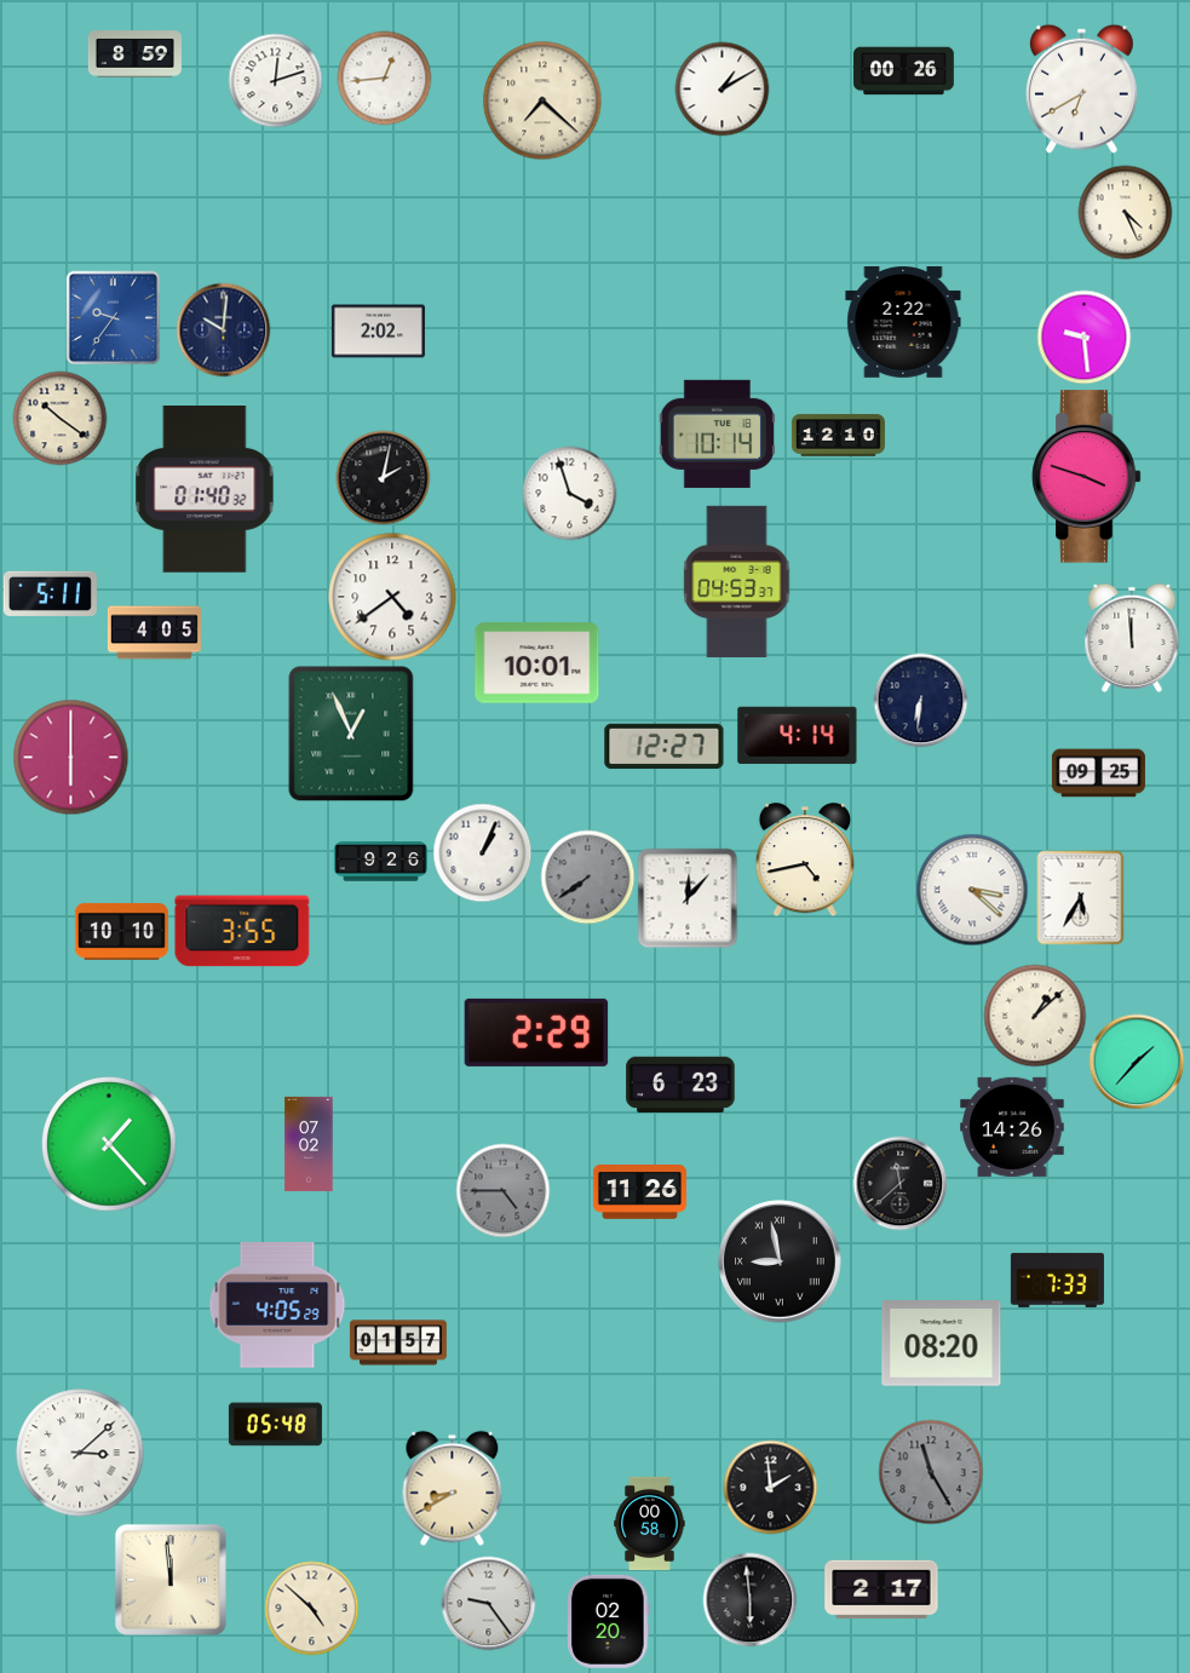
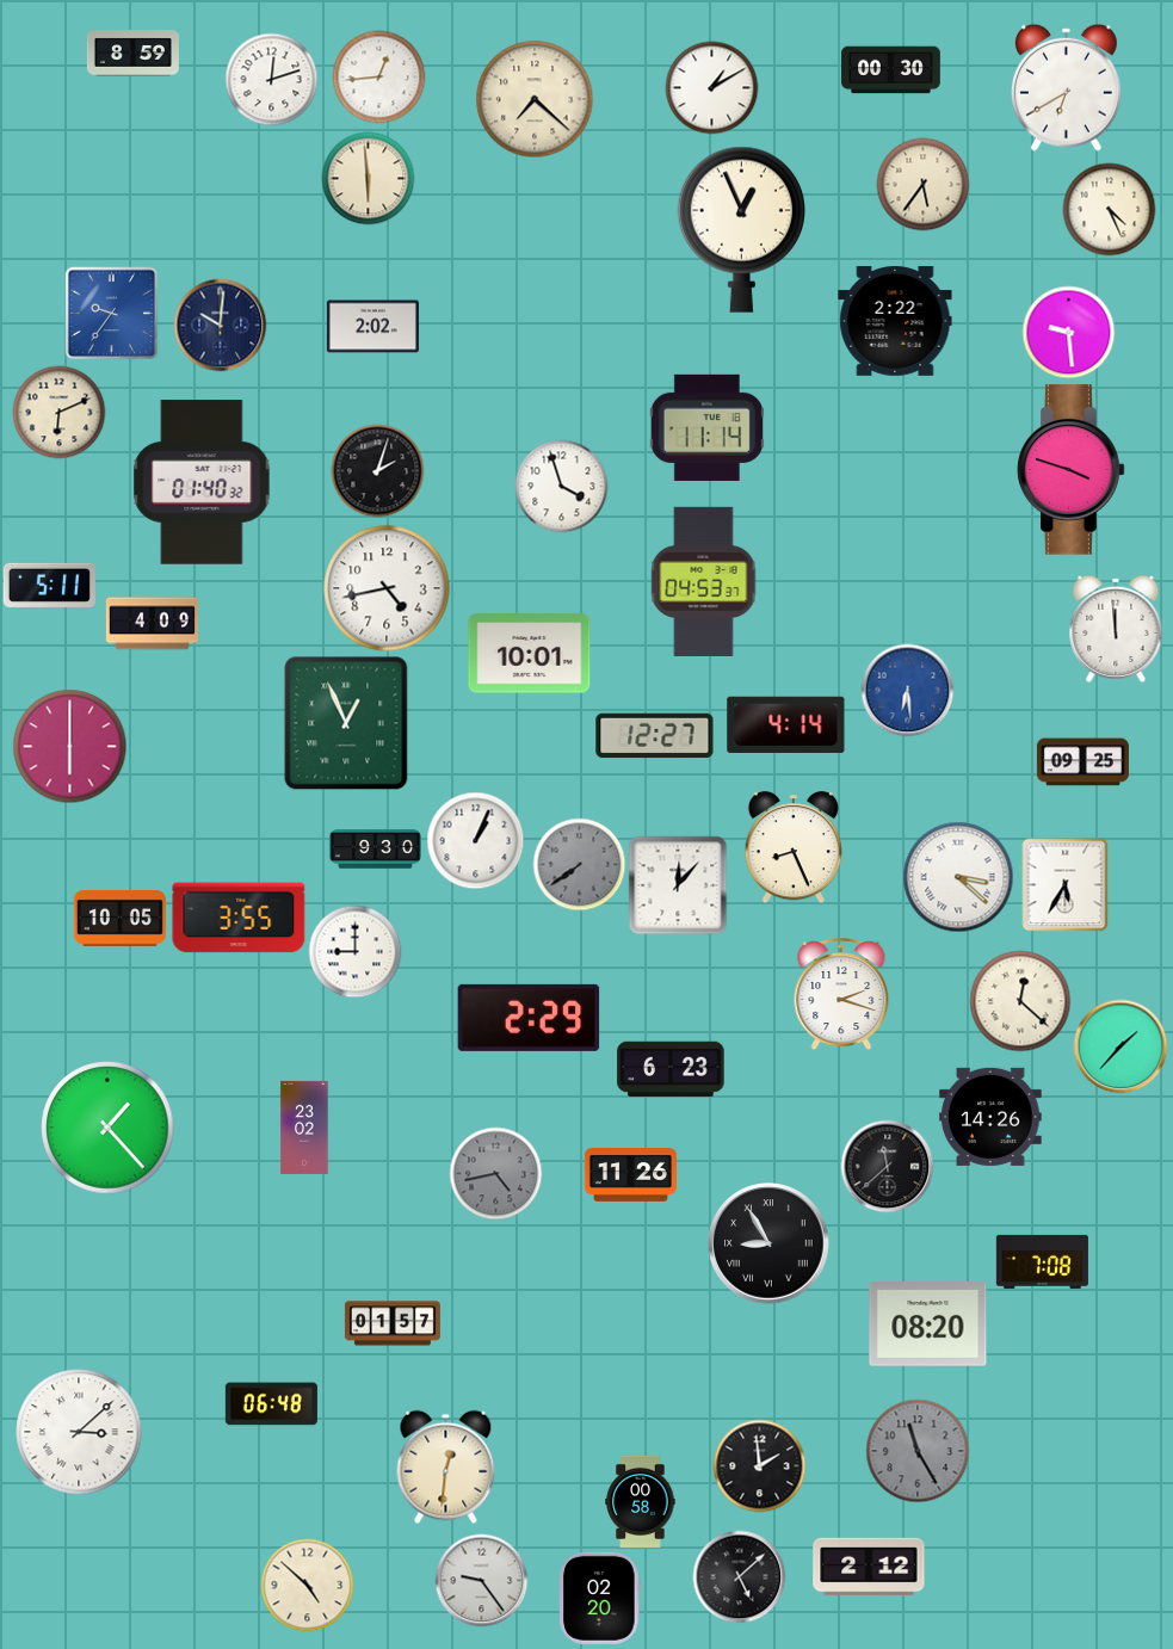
clock at (904, 71): 00:26 -> 00:30
clock at (368, 178): none -> 5:59
clock at (922, 184): none -> 5:36
clock at (741, 229): none -> 12:56
clock at (903, 323) position: (903, 323) -> (895, 322)
clock at (59, 418): 10:21 -> 6:11
clock at (717, 433): 10:14 -> 11:14
clock at (838, 436): 12:10 -> none
clock at (383, 477): 2:02 -> 2:03
clock at (737, 581) position: (737, 581) -> (704, 581)
clock at (392, 597): 4:39 -> 4:43
clock at (154, 633): 4:05 -> 4:09
clock at (920, 700): 6:31 -> 6:29
clock at (920, 700) dial: navy -> blue
clock at (804, 860): 4:43 -> 8:26
clock at (380, 862): 9:26 -> 9:30
clock at (121, 931): 10:10 -> 10:05
clock at (354, 951): none -> 9:00
clock at (841, 994): none -> 2:18
clock at (1035, 1016): 1:08 -> 12:22
clock at (1012, 1127) position: (1012, 1127) -> (990, 1117)
clock at (309, 1144): 07:02 -> 23:02
clock at (502, 1190): 4:45 -> 4:43
clock at (780, 1261): 8:58 -> 8:55
clock at (1057, 1280): 7:33 -> 7:08
clock at (277, 1306): 4:05 -> none
clock at (275, 1425): 05:48 -> 06:48
clock at (453, 1488): 8:40 -> 12:31
clock at (171, 1580): 11:59 -> none
clock at (881, 1589): 2:17 -> 2:12
clock at (749, 1599): 5:59 -> 5:08
